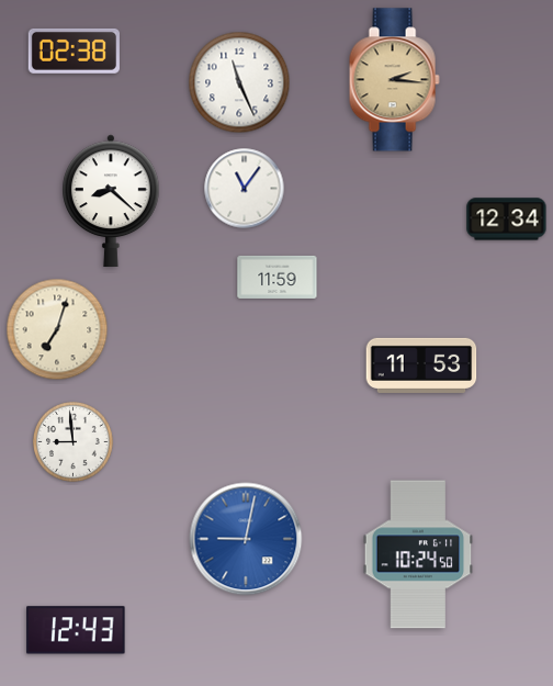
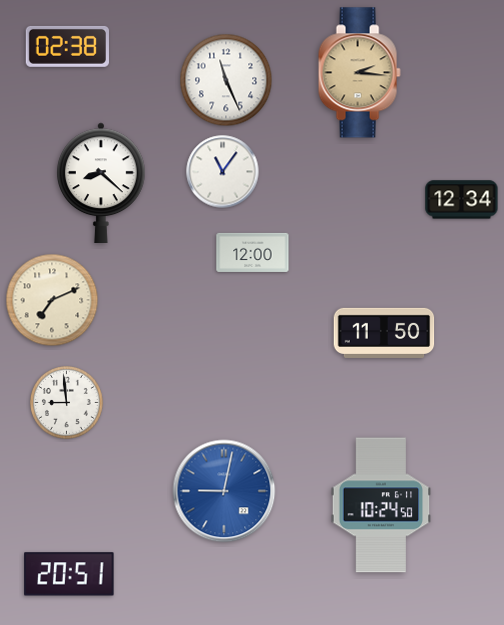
clock at (239, 82) position: (239, 82) -> (226, 80)
clock at (278, 277): 11:59 -> 12:00
clock at (57, 329): 7:03 -> 7:11
clock at (421, 366): 11:53 -> 11:50
clock at (76, 630): 12:43 -> 20:51
